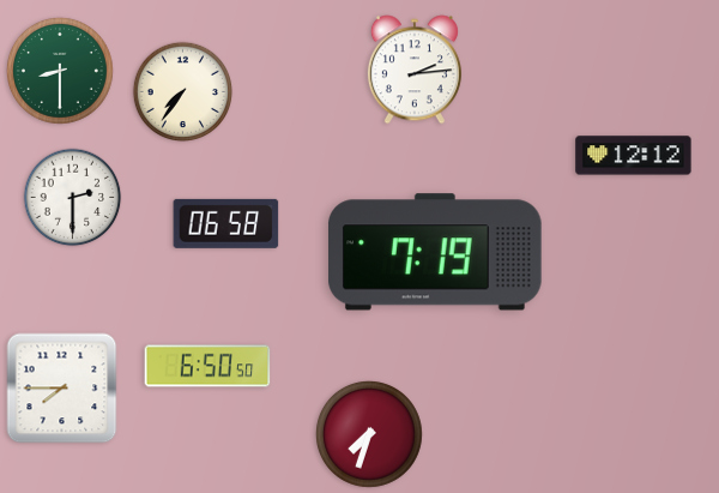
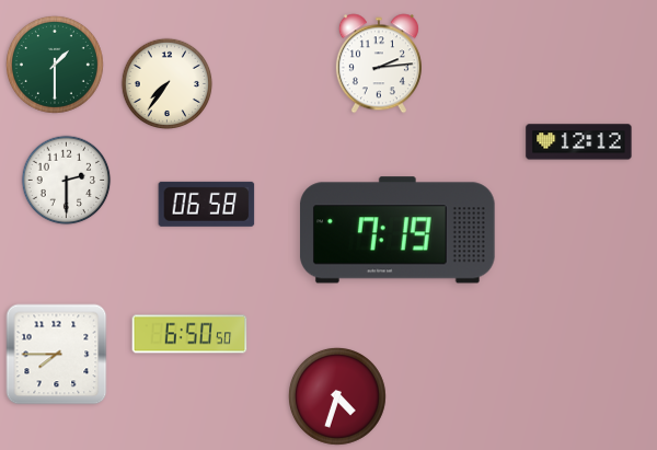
clock at (60, 71): 8:30 -> 1:30
clock at (369, 434): 7:33 -> 4:33
